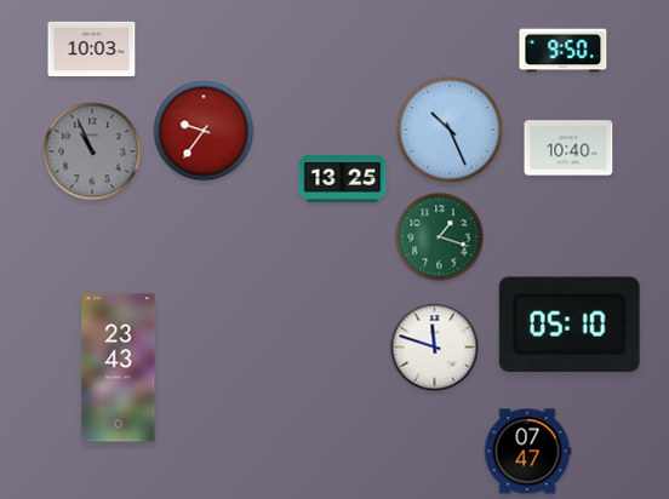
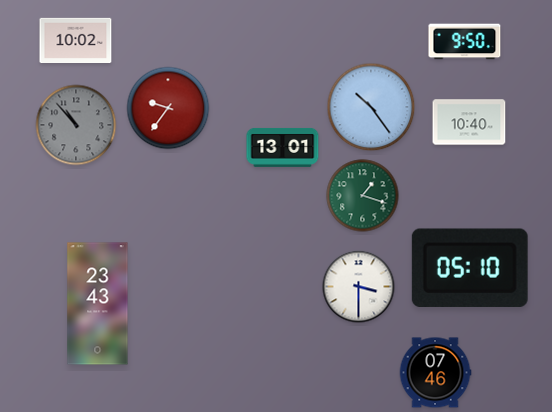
clock at (92, 48): 10:03 -> 10:02
clock at (450, 130): 10:26 -> 10:24
clock at (92, 151): 10:56 -> 10:53
clock at (343, 178): 13:25 -> 13:01
clock at (435, 348): 11:48 -> 3:30
clock at (527, 452): 07:47 -> 07:46
